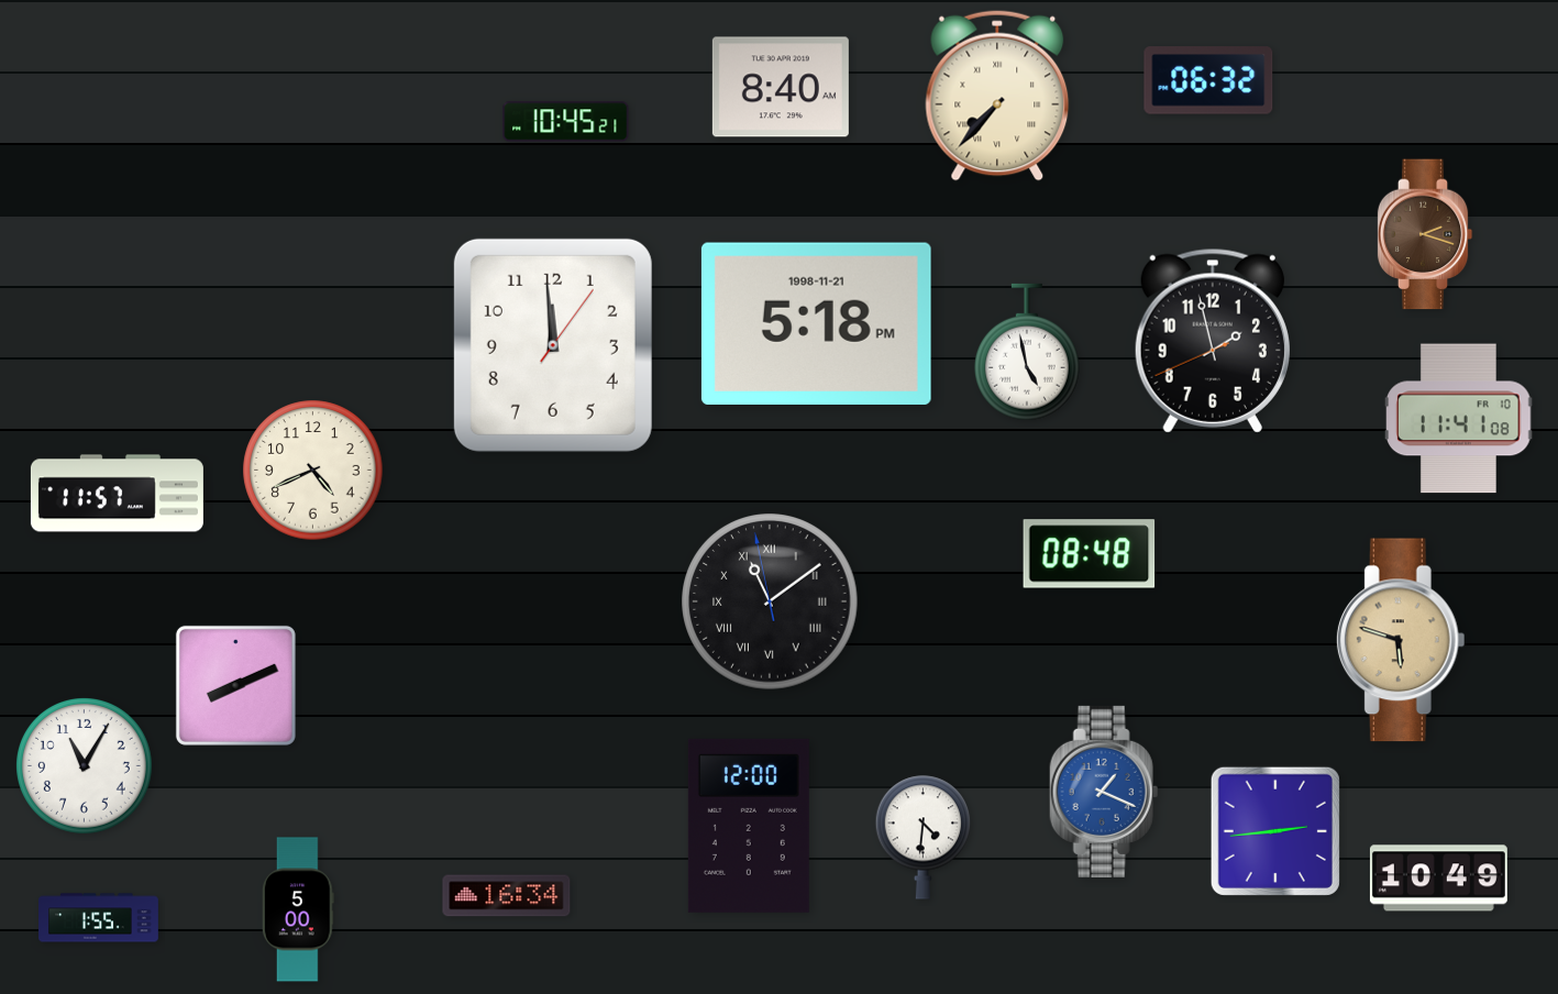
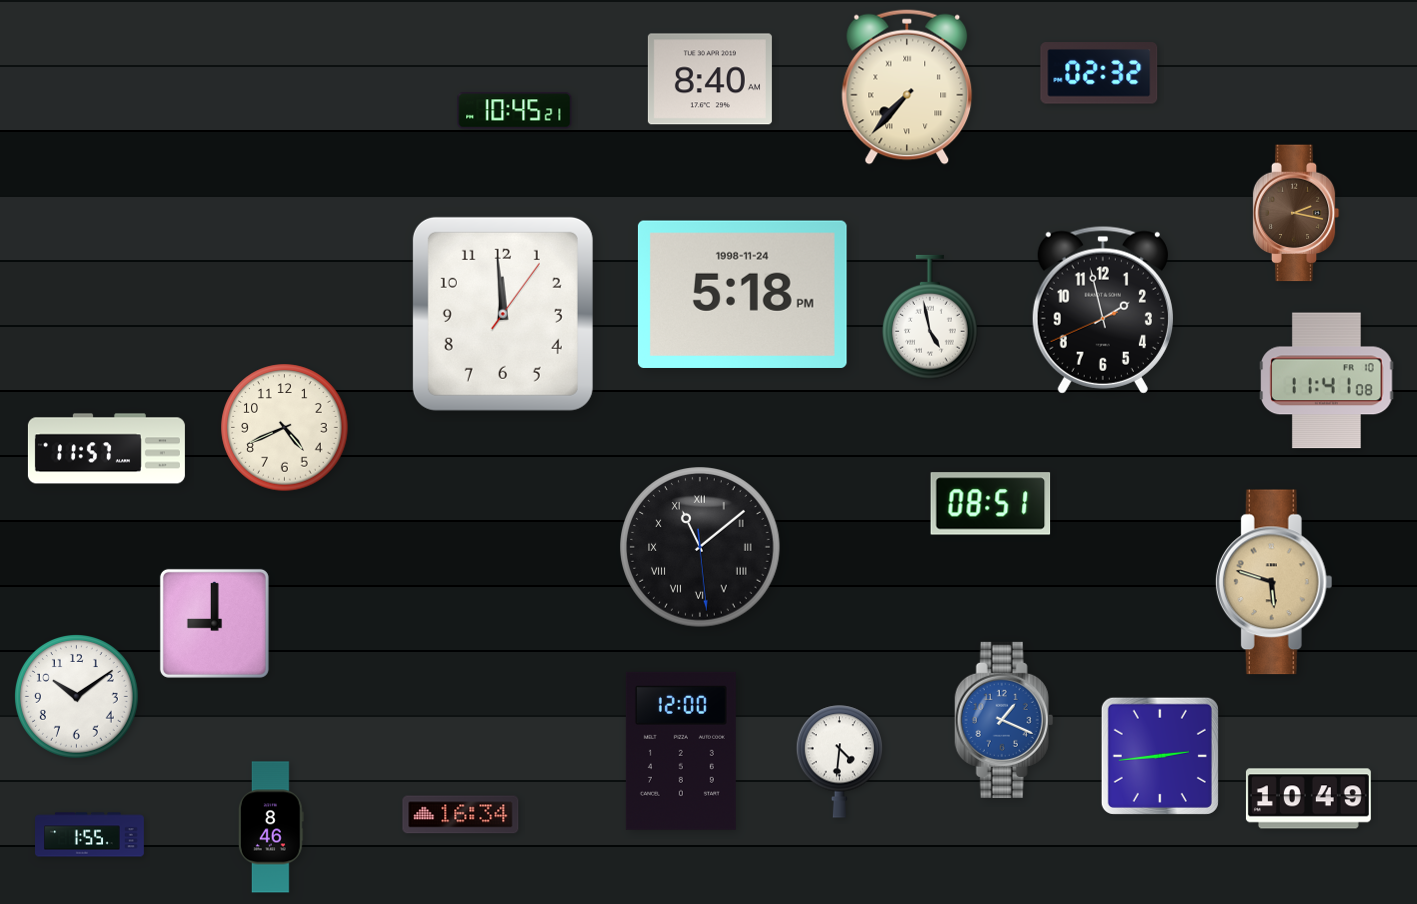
clock at (1208, 80): 06:32 -> 02:32
clock at (1425, 234): 2:18 -> 2:17
clock at (816, 323) date: 1998-11-21 -> 1998-11-24
clock at (1028, 352) position: (1028, 352) -> (931, 317)
clock at (1090, 554): 08:48 -> 08:51
clock at (770, 601): 11:08:58 -> 11:08:29
clock at (235, 685): 8:11 -> 9:00
clock at (85, 766): 11:05 -> 10:09
clock at (298, 909): 5:00 -> 8:46
